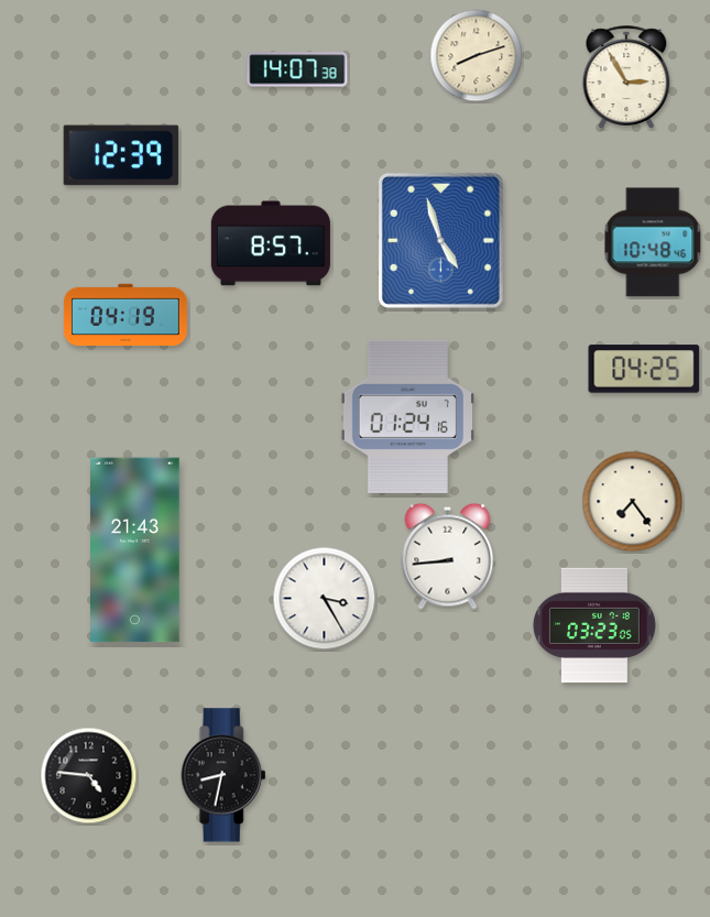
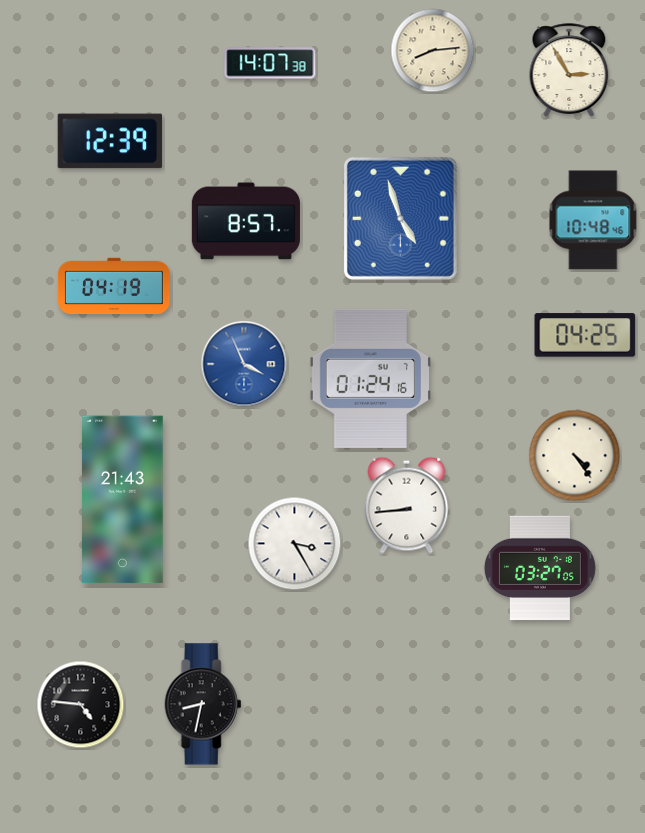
clock at (477, 56): 8:12 -> 8:14
clock at (244, 364): none -> 3:56
clock at (633, 502): 7:24 -> 4:24
clock at (594, 625): 03:23 -> 03:27
